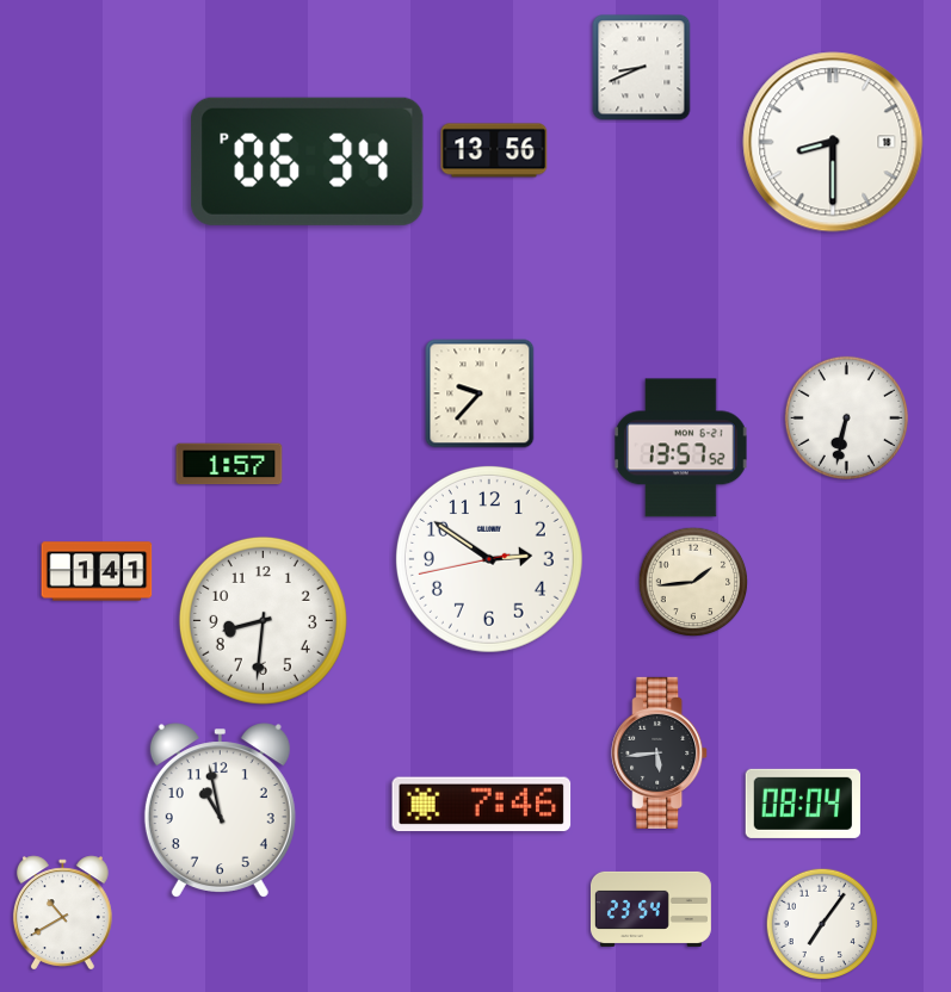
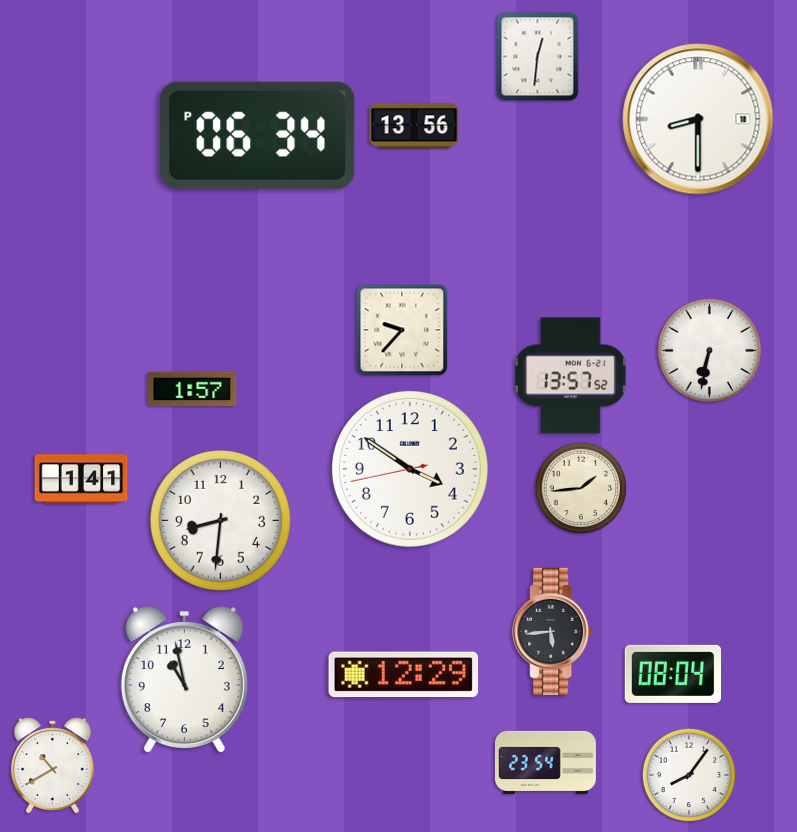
clock at (642, 68): 8:41 -> 12:31
clock at (489, 559): 2:50 -> 3:50
clock at (482, 805): 7:46 -> 12:29
clock at (822, 924): 7:06 -> 8:06
